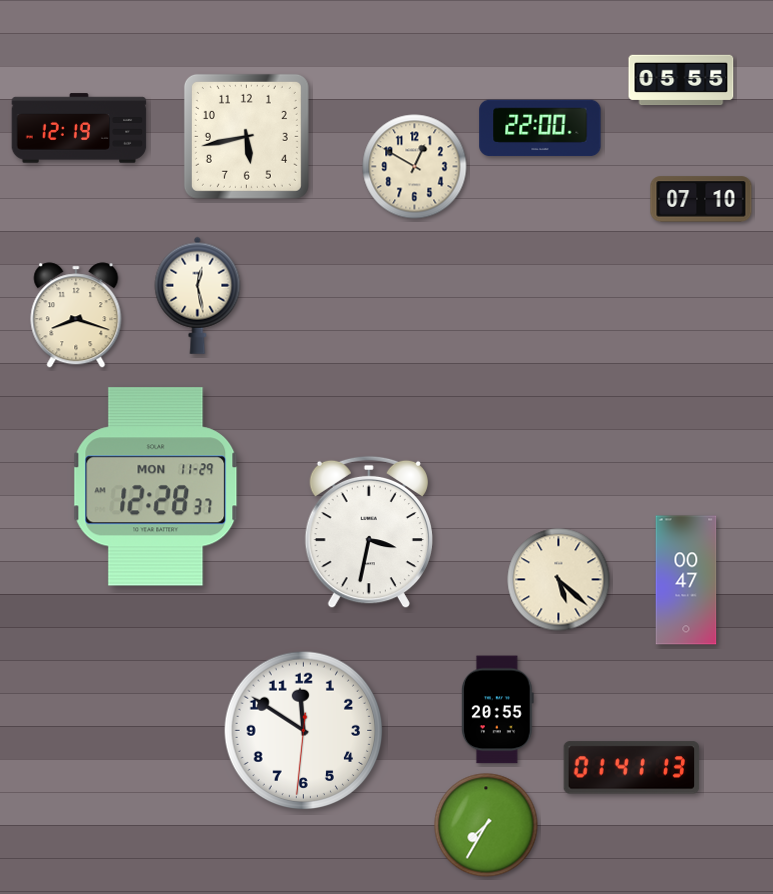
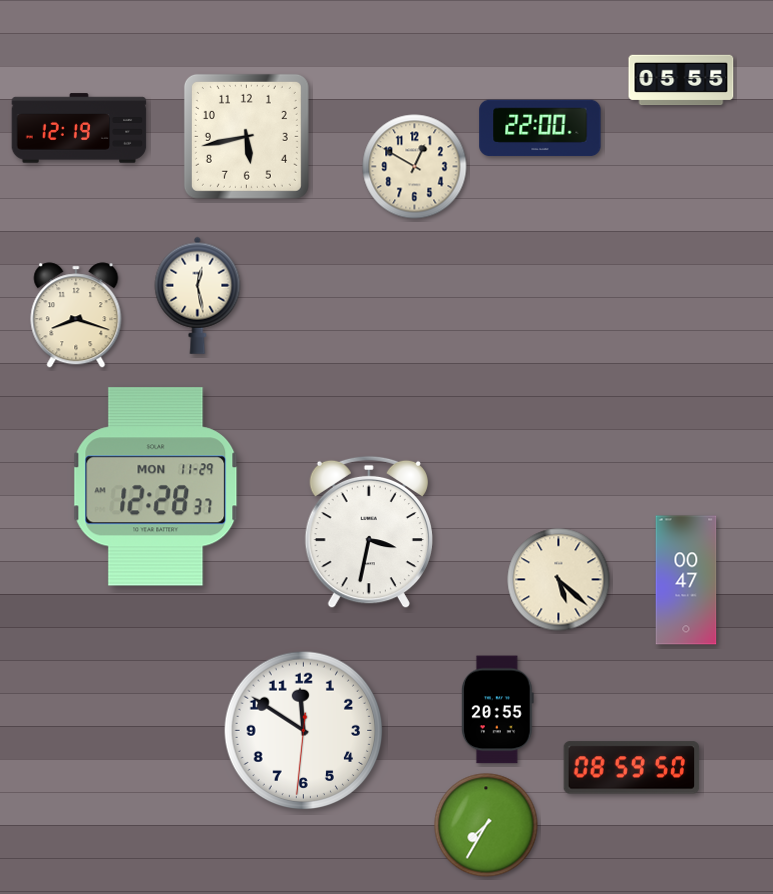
clock at (701, 199): 07:10 -> none
clock at (632, 768): 01:41 -> 08:59
